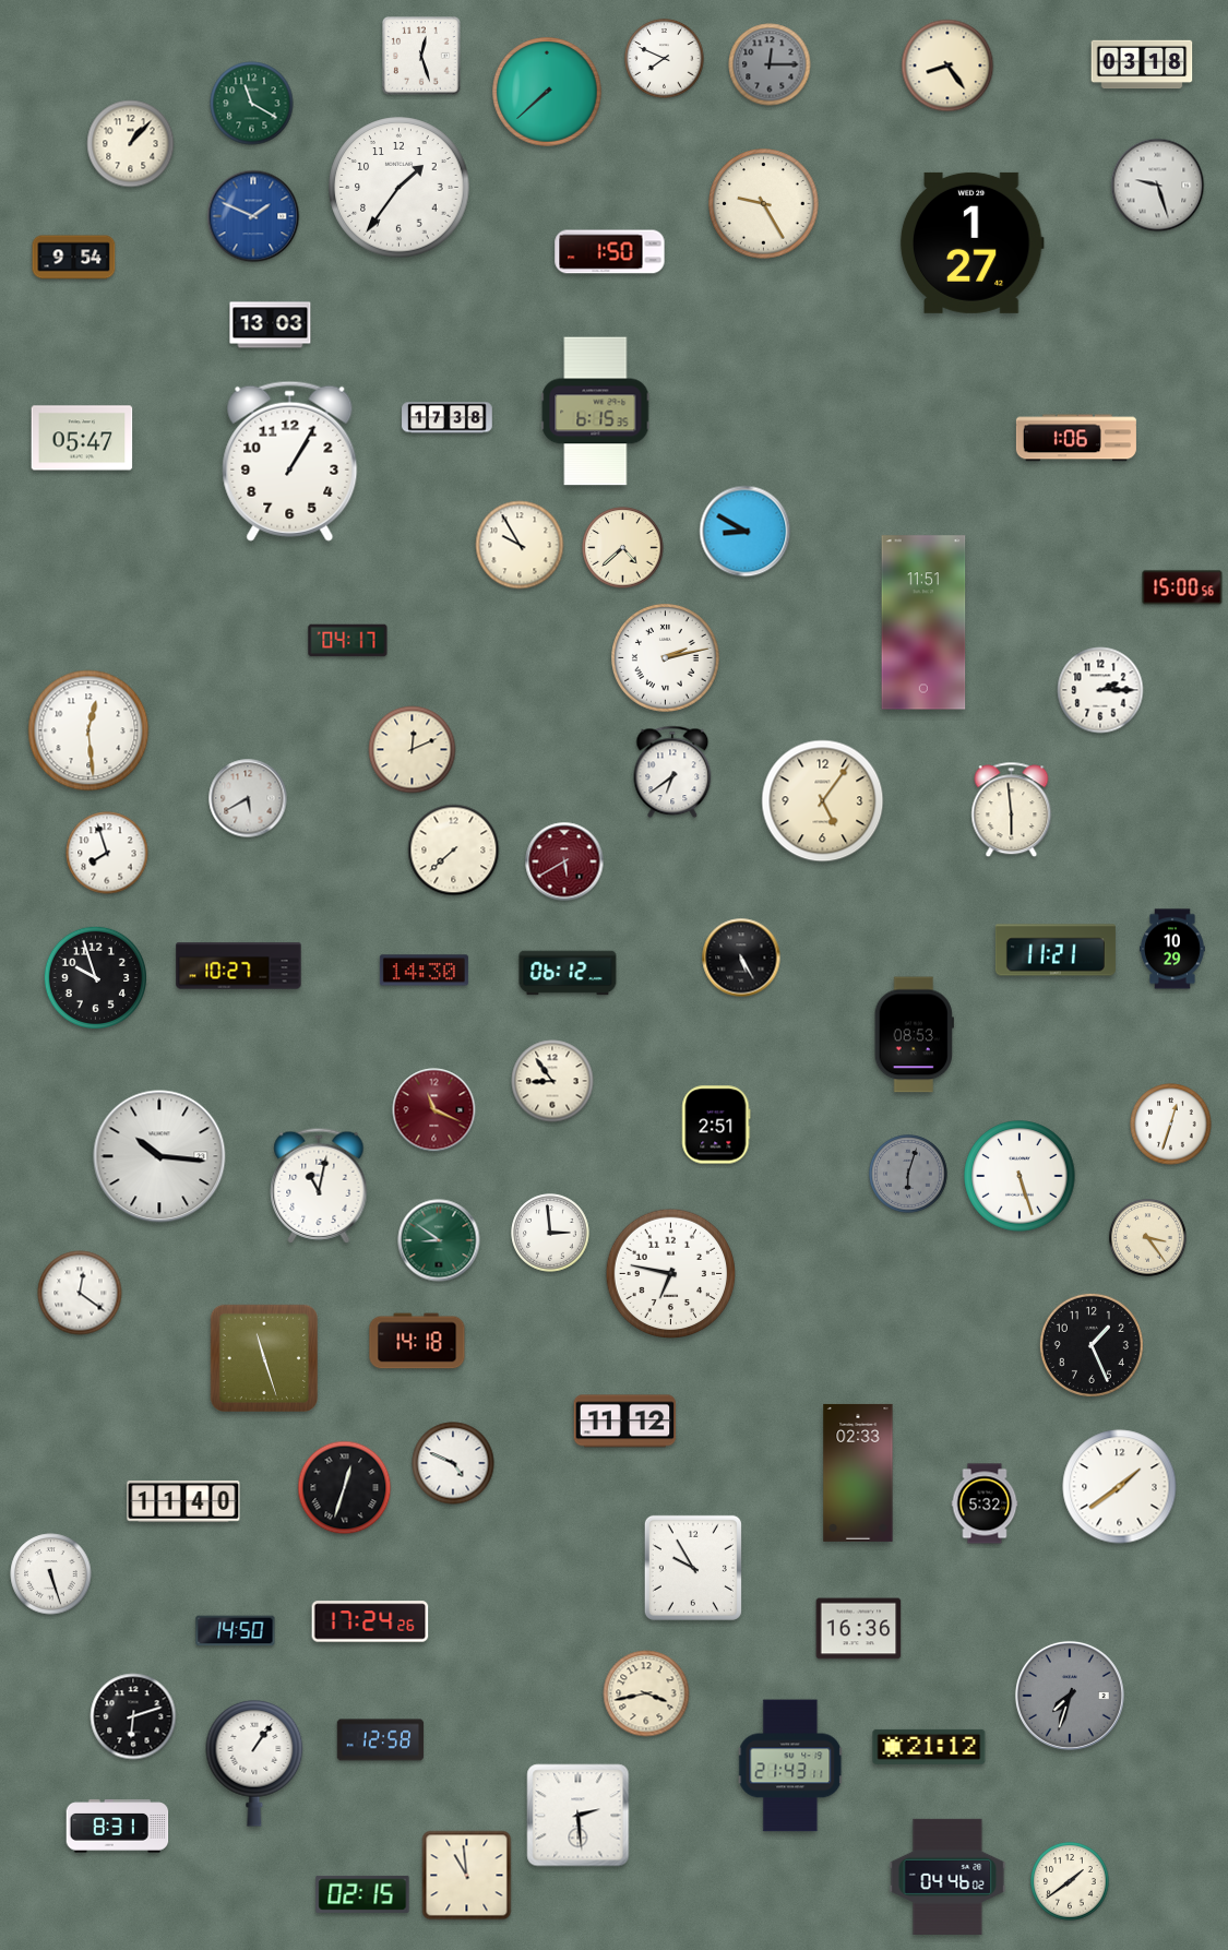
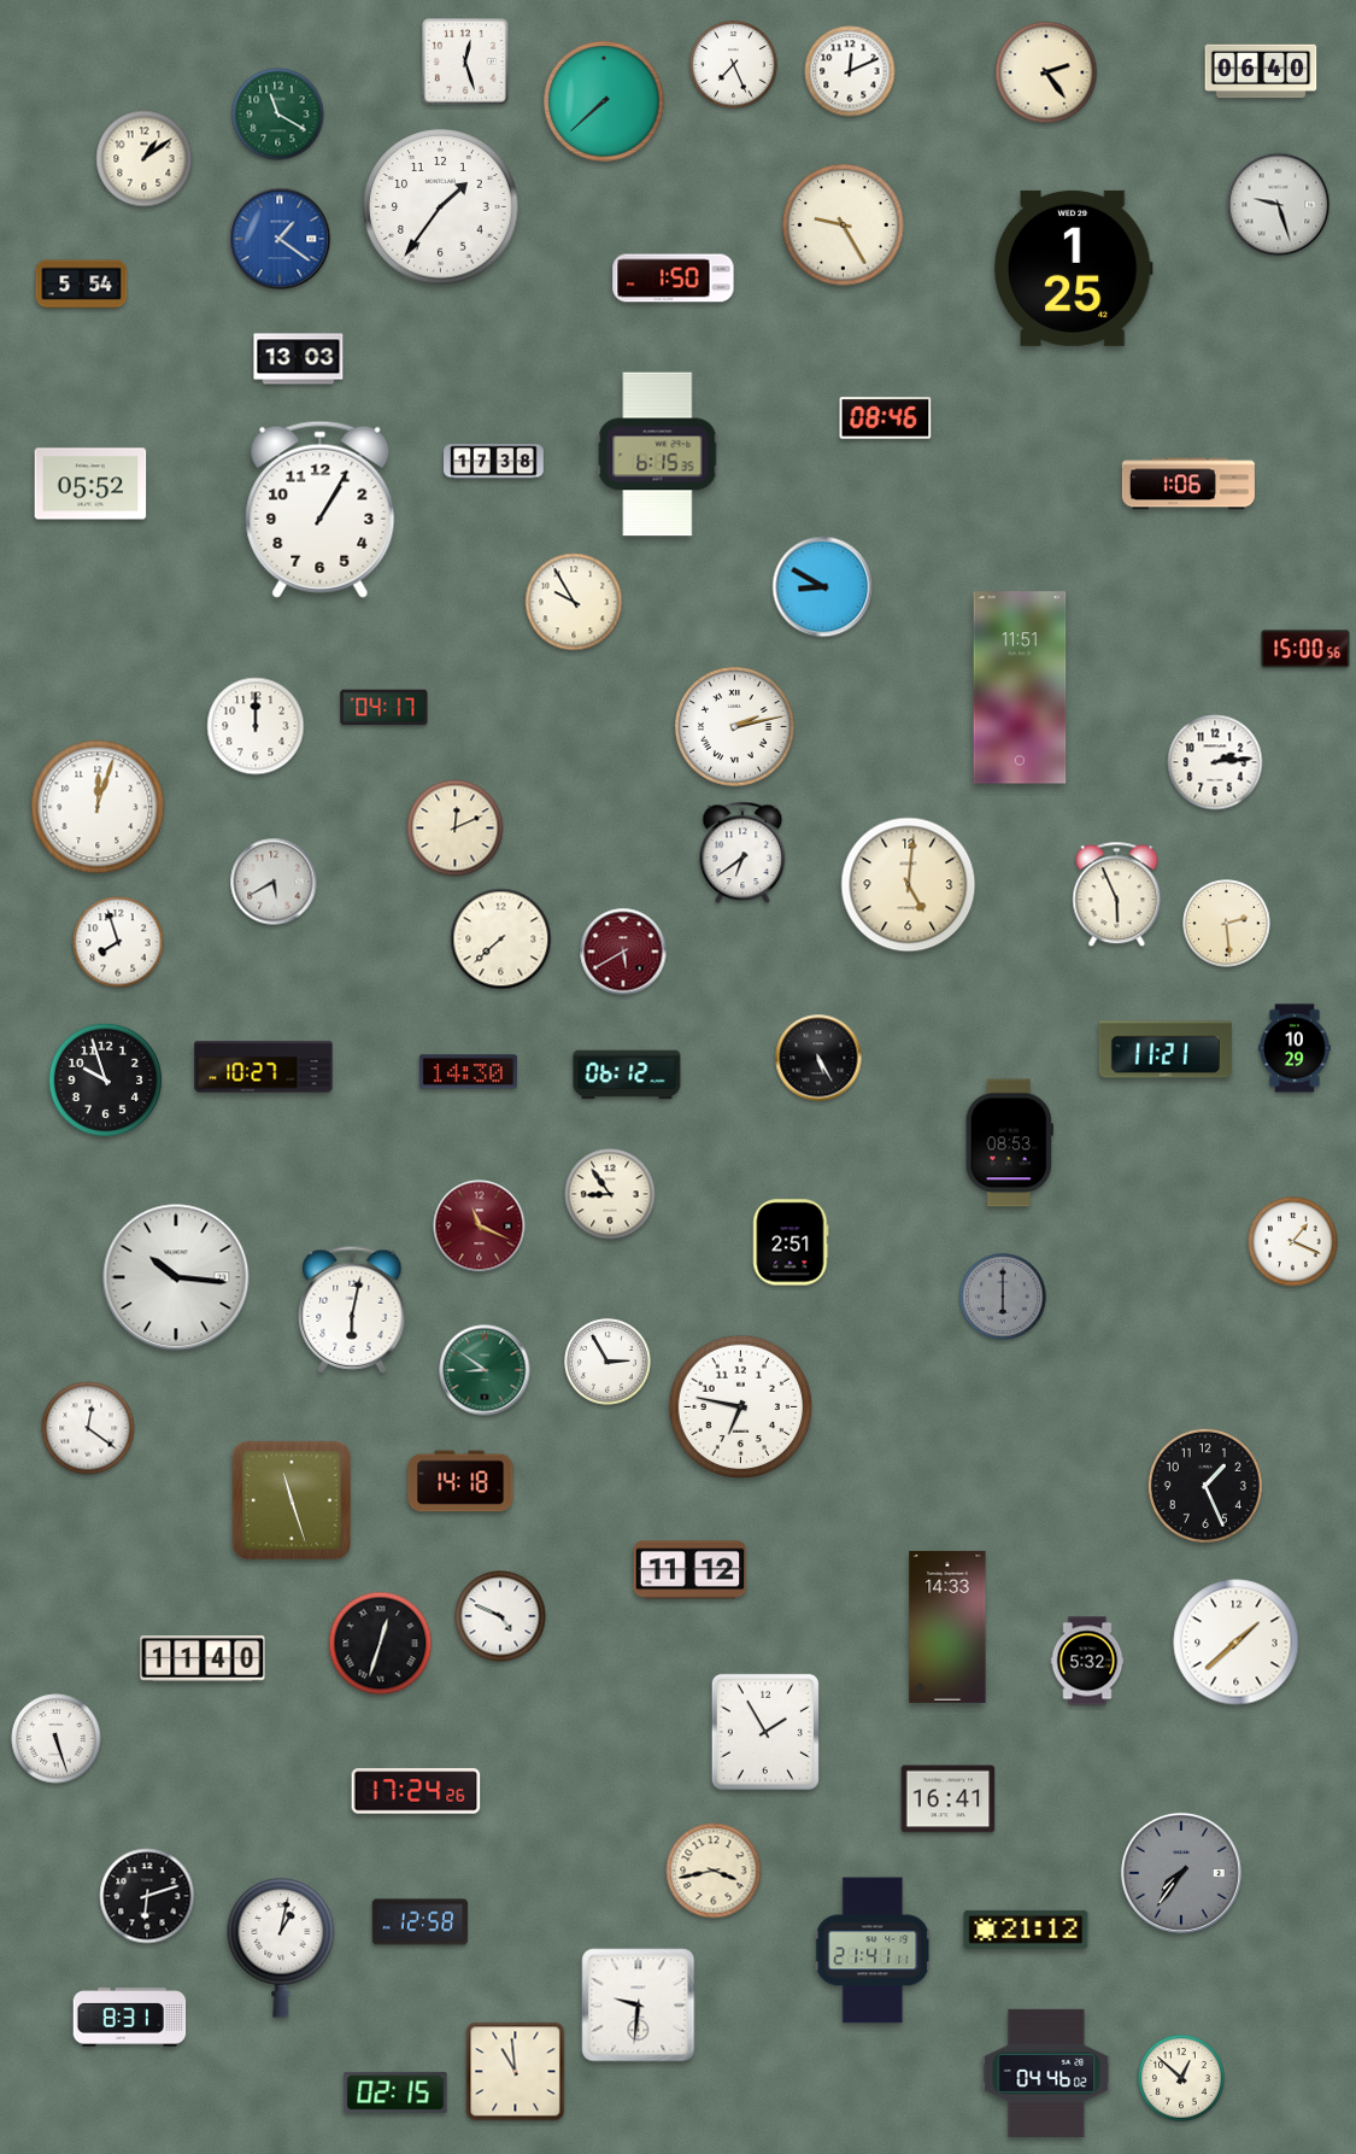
clock at (665, 59): 7:49 -> 7:26
clock at (770, 64): 12:15 -> 12:11
clock at (770, 64) dial: grey -> white
clock at (1142, 64): 03:18 -> 06:40
clock at (947, 66): 8:24 -> 2:24
clock at (131, 144): 1:07 -> 1:09
clock at (253, 216): 1:49 -> 1:21
clock at (971, 242): 1:27 -> 1:25
clock at (74, 258): 9:54 -> 5:54
clock at (886, 418): none -> 08:46
clock at (82, 438): 05:47 -> 05:52
clock at (623, 548): 4:38 -> none
clock at (256, 726): none -> 12:00
clock at (1100, 690): 2:15 -> 2:14
clock at (88, 730): 12:29 -> 12:03
clock at (823, 801): 5:06 -> 5:01
clock at (1012, 810): 5:59 -> 5:56
clock at (1227, 924): none -> 2:29
clock at (1171, 1125): 12:33 -> 1:19
clock at (908, 1174): 6:03 -> 6:00
clock at (1020, 1176): 5:27 -> none
clock at (319, 1186): 11:02 -> 6:02
clock at (550, 1233): 2:59 -> 2:55
clock at (1148, 1238): 3:24 -> none
clock at (858, 1473): 02:33 -> 14:33
clock at (1120, 1487): 1:39 -> 1:38
clock at (693, 1568): 9:55 -> 1:55
clock at (370, 1621) position: (370, 1621) -> (416, 1791)
clock at (859, 1629): 16:36 -> 16:41
clock at (236, 1631): 14:50 -> none
clock at (1070, 1696): 7:33 -> 7:36
clock at (254, 1764): 1:06 -> 1:02
clock at (790, 1765): 21:43 -> 21:41
clock at (579, 1816): 2:29 -> 9:31
clock at (1070, 1881): 1:39 -> 12:52
clock at (362, 1894) position: (362, 1894) -> (395, 2092)
